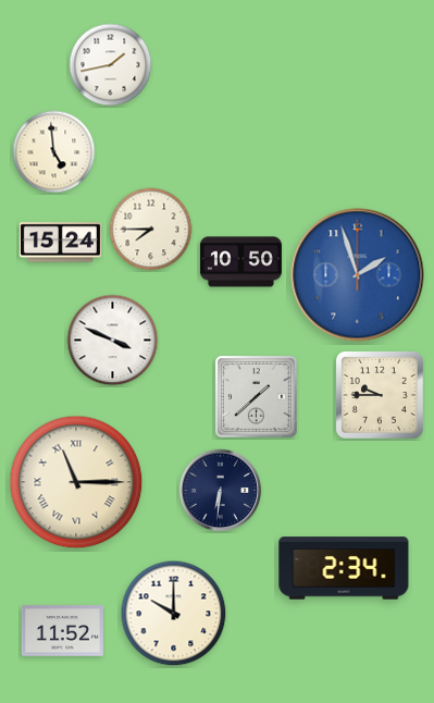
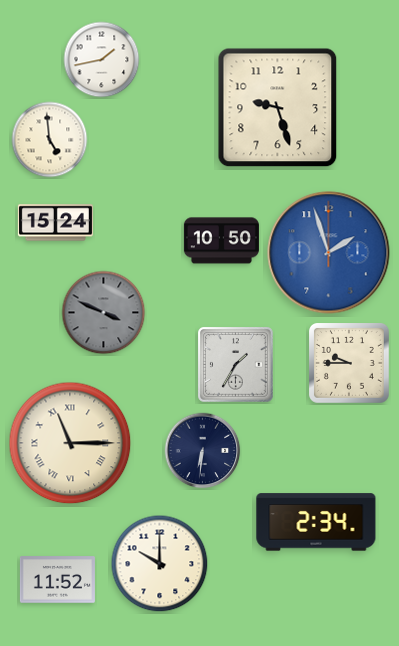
clock at (278, 108): none -> 9:27
clock at (151, 230): 7:45 -> none
clock at (113, 341) dial: white -> grey
clock at (257, 397): 1:38 -> 1:35
